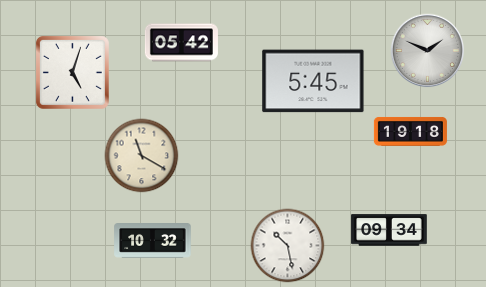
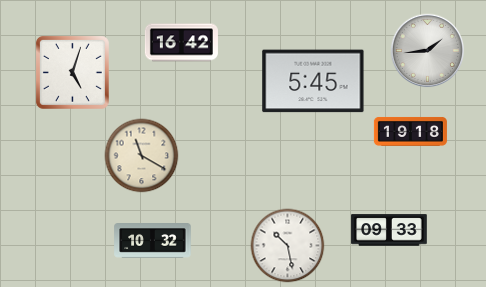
clock at (181, 43): 05:42 -> 16:42
clock at (428, 51): 1:49 -> 1:44
clock at (389, 230): 09:34 -> 09:33
